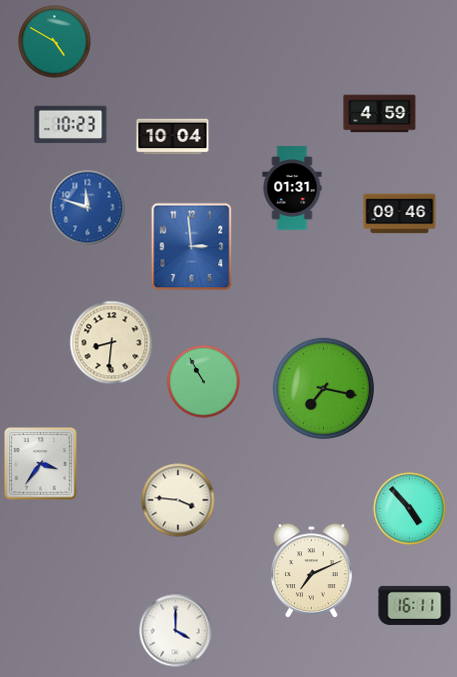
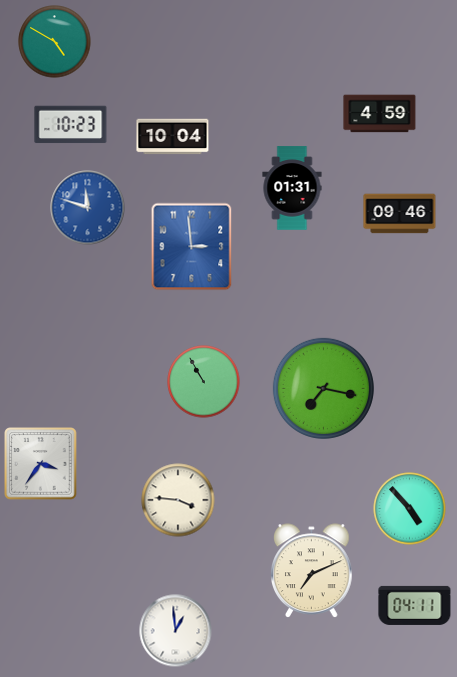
clock at (112, 343): 8:31 -> none
clock at (415, 605): 16:11 -> 04:11
clock at (176, 631): 4:00 -> 12:59
